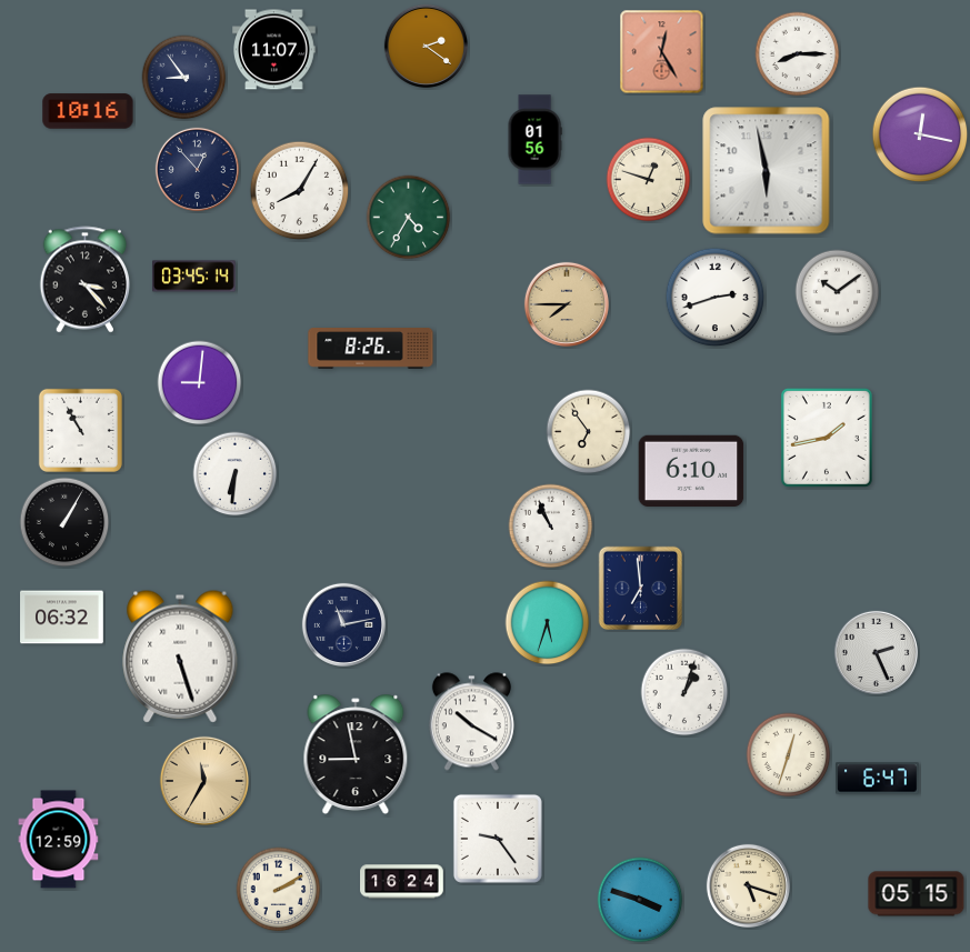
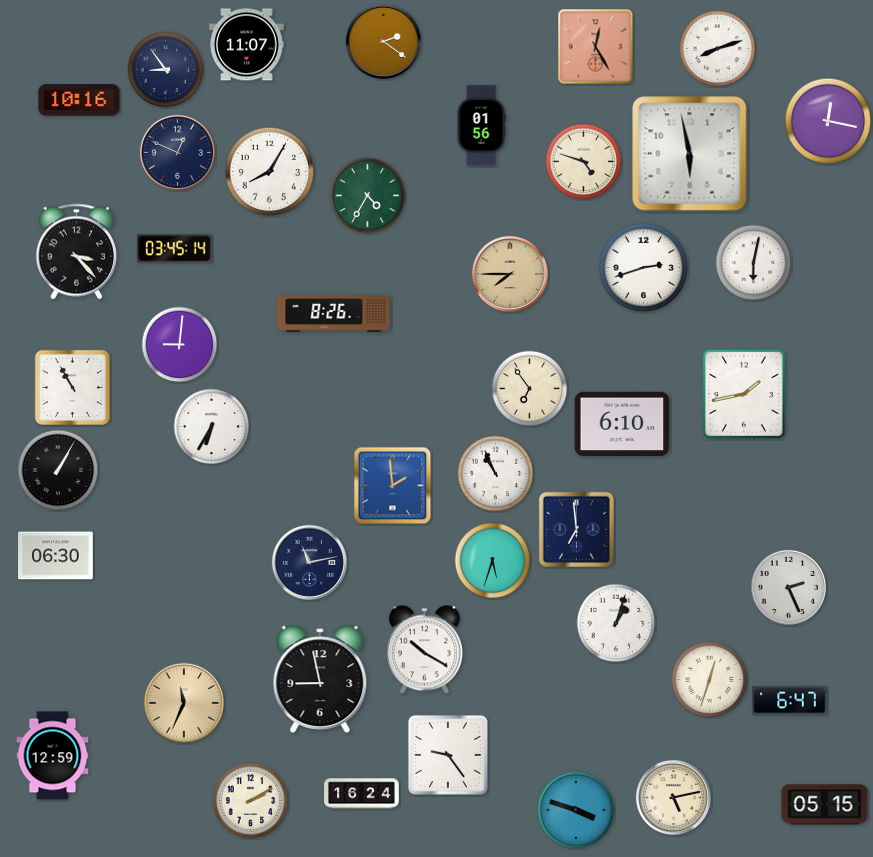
clock at (798, 54): 8:15 -> 8:12
clock at (197, 169): 12:53 -> 12:49
clock at (649, 180): 12:48 -> 4:48
clock at (838, 292): 10:09 -> 6:02
clock at (236, 474): 6:31 -> 6:35
clock at (393, 486): none -> 1:59
clock at (62, 618): 06:32 -> 06:30
clock at (180, 657): 5:27 -> none
clock at (203, 780): 11:35 -> 11:34
clock at (748, 885): 5:18 -> 5:13
